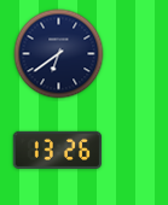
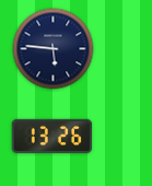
clock at (59, 54): 6:39 -> 5:46
